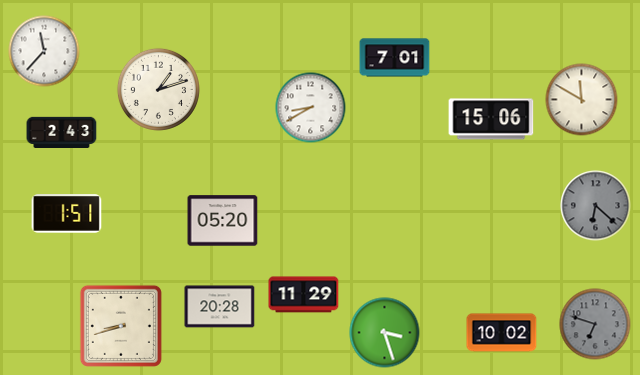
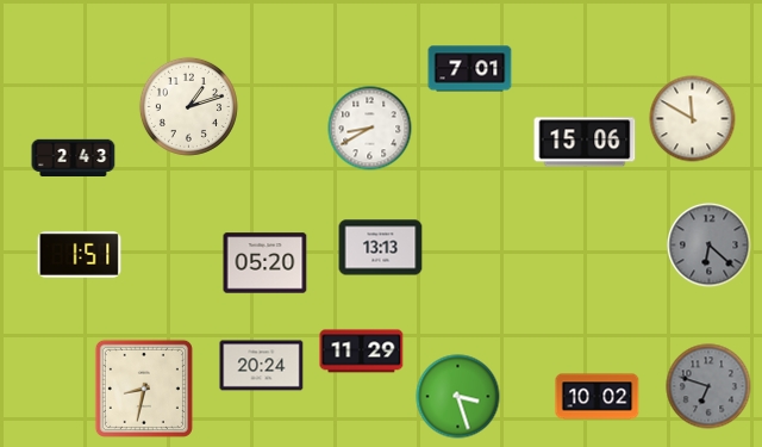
clock at (44, 51): 11:37 -> none
clock at (381, 248): none -> 13:13
clock at (220, 307): 20:28 -> 20:24
clock at (121, 326): 8:42 -> 8:32
